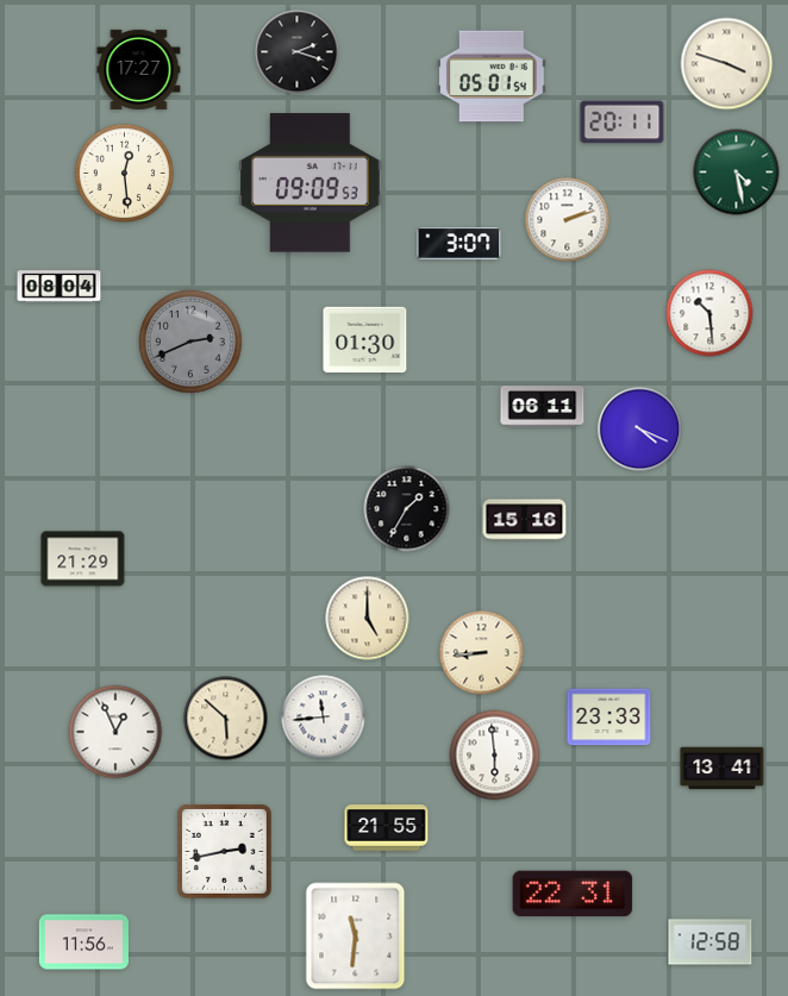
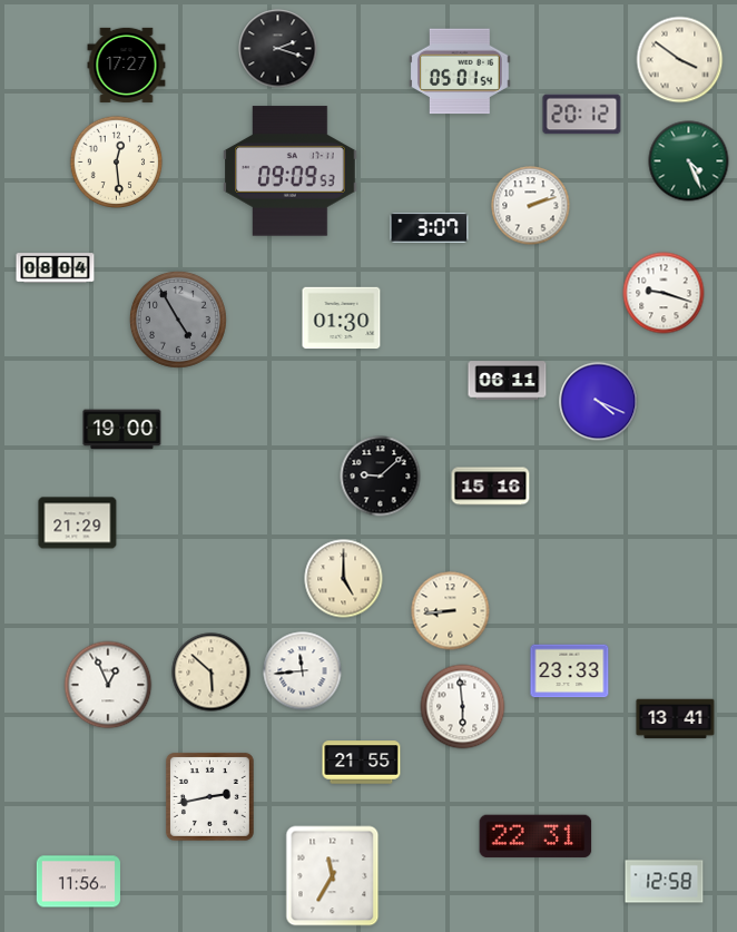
clock at (727, 64): 3:48 -> 3:51
clock at (139, 69) position: (139, 69) -> (127, 65)
clock at (623, 123): 20:11 -> 20:12
clock at (737, 173): 4:28 -> 4:26
clock at (709, 313): 10:29 -> 9:18
clock at (190, 342): 2:41 -> 4:55
clock at (122, 430): none -> 19:00
clock at (407, 509): 1:35 -> 9:08
clock at (387, 828) position: (387, 828) -> (362, 763)
clock at (356, 937): 11:31 -> 11:35
